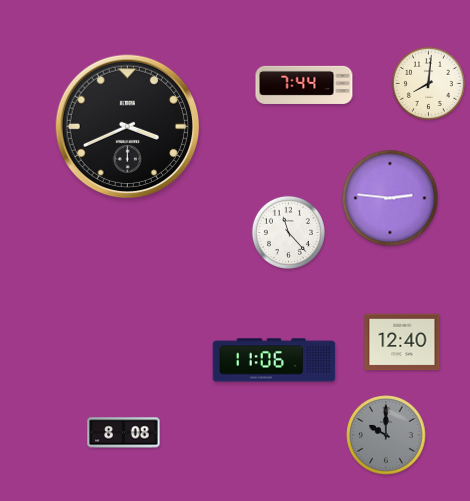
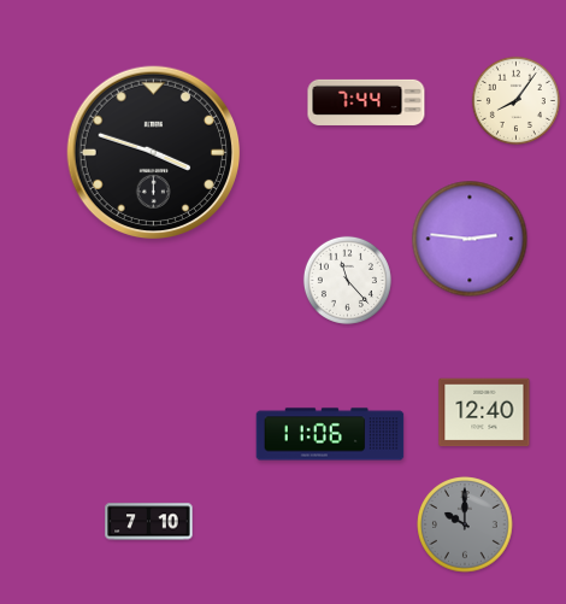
clock at (428, 83): 8:01 -> 8:06
clock at (128, 127): 3:41 -> 3:48
clock at (124, 433): 8:08 -> 7:10
